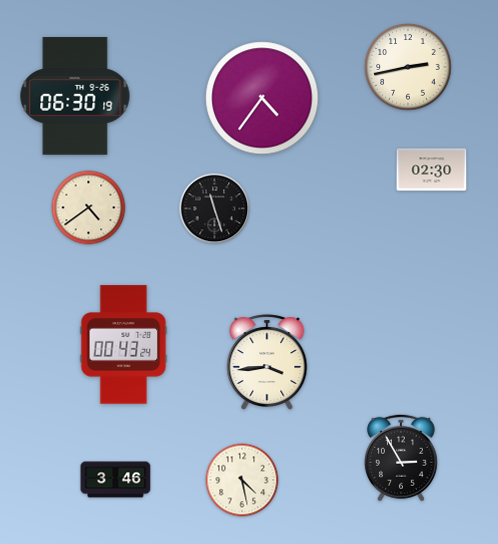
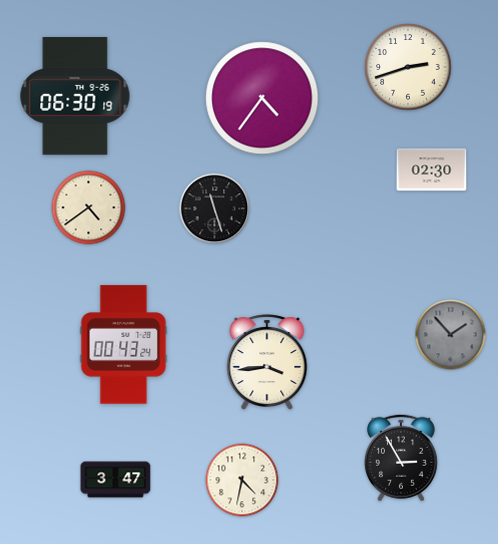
clock at (408, 67): 2:43 -> 2:42
clock at (451, 335): none -> 1:53
clock at (116, 480): 3:46 -> 3:47
clock at (242, 480): 4:28 -> 4:32
